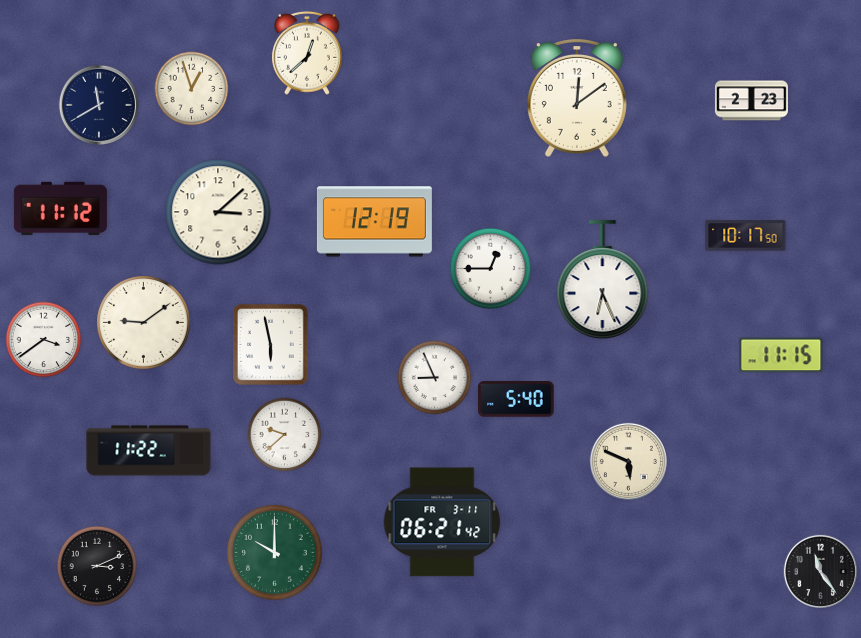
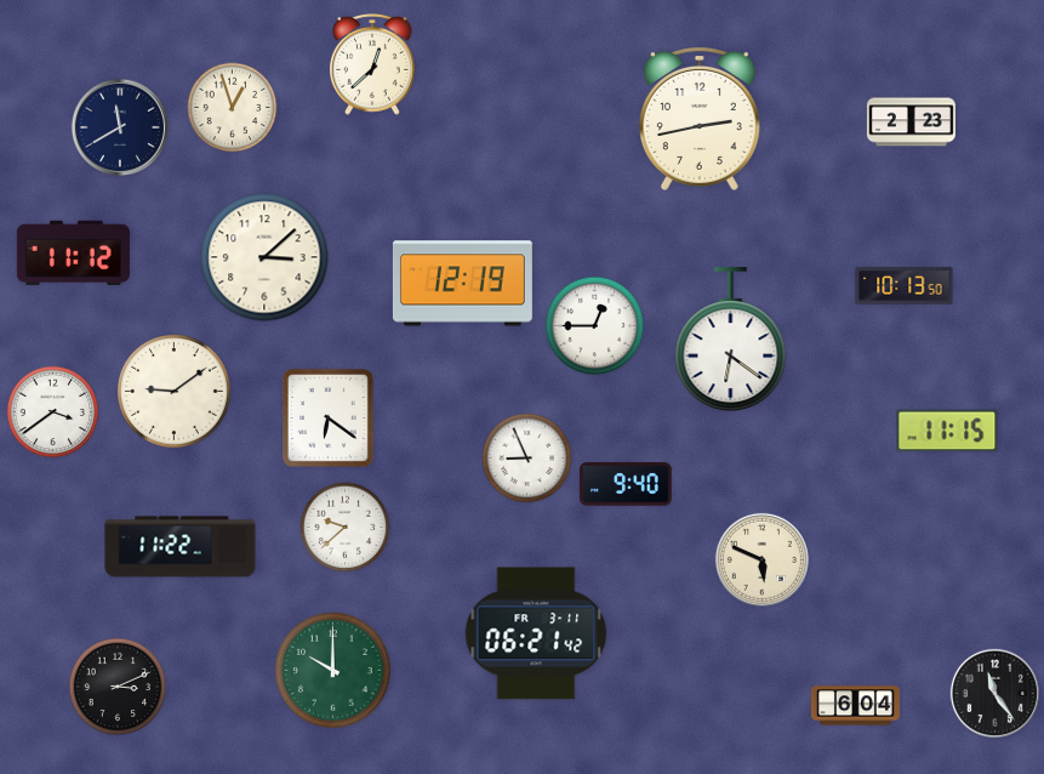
clock at (577, 99): 12:09 -> 2:43
clock at (374, 222) position: (374, 222) -> (462, 284)
clock at (746, 236): 10:17 -> 10:13
clock at (603, 280): 6:26 -> 6:21
clock at (271, 345): 5:58 -> 6:21
clock at (516, 399): 5:40 -> 9:40
clock at (855, 706): none -> 6:04
